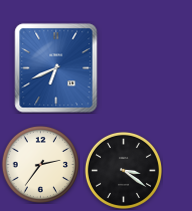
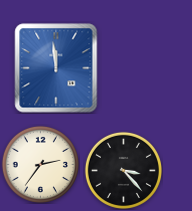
clock at (56, 68): 6:41 -> 11:59
clock at (123, 170): 3:21 -> 3:23
